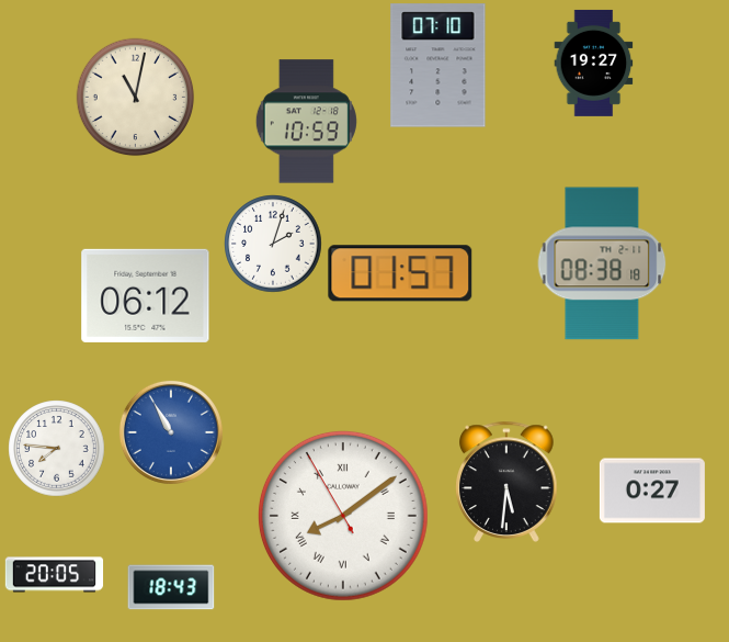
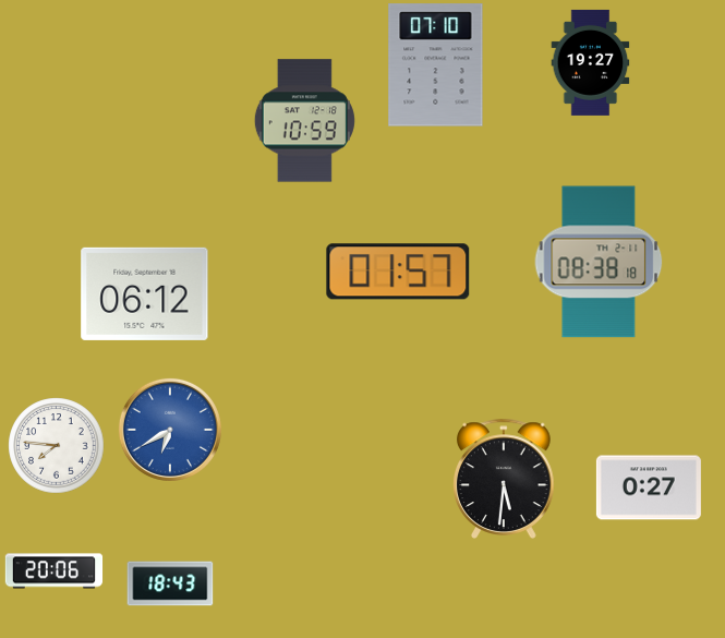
clock at (135, 97): 11:02 -> none
clock at (273, 244): 2:03 -> none
clock at (171, 432): 10:55 -> 6:40
clock at (343, 516): 8:08 -> none
clock at (54, 575): 20:05 -> 20:06
